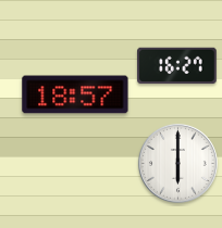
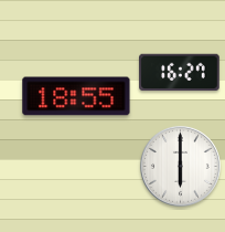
clock at (177, 66) position: (177, 66) -> (180, 73)
clock at (75, 94): 18:57 -> 18:55
